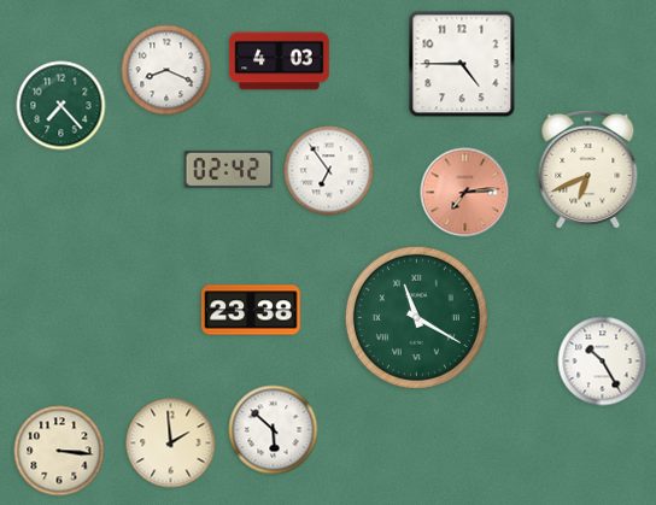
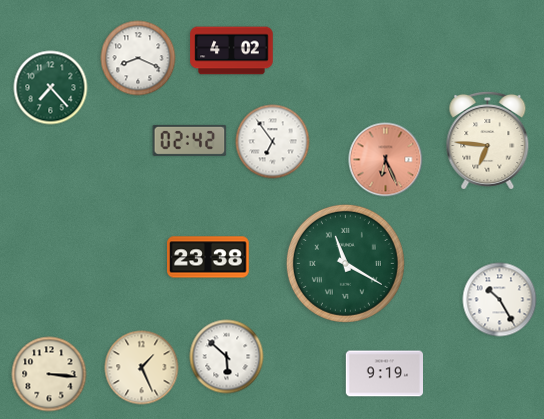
clock at (280, 61): 4:03 -> 4:02
clock at (462, 64): 4:45 -> none
clock at (588, 169): 6:41 -> 6:46
clock at (465, 193): 7:14 -> 6:26
clock at (171, 444): 1:59 -> 1:26
clock at (384, 374): none -> 9:19
